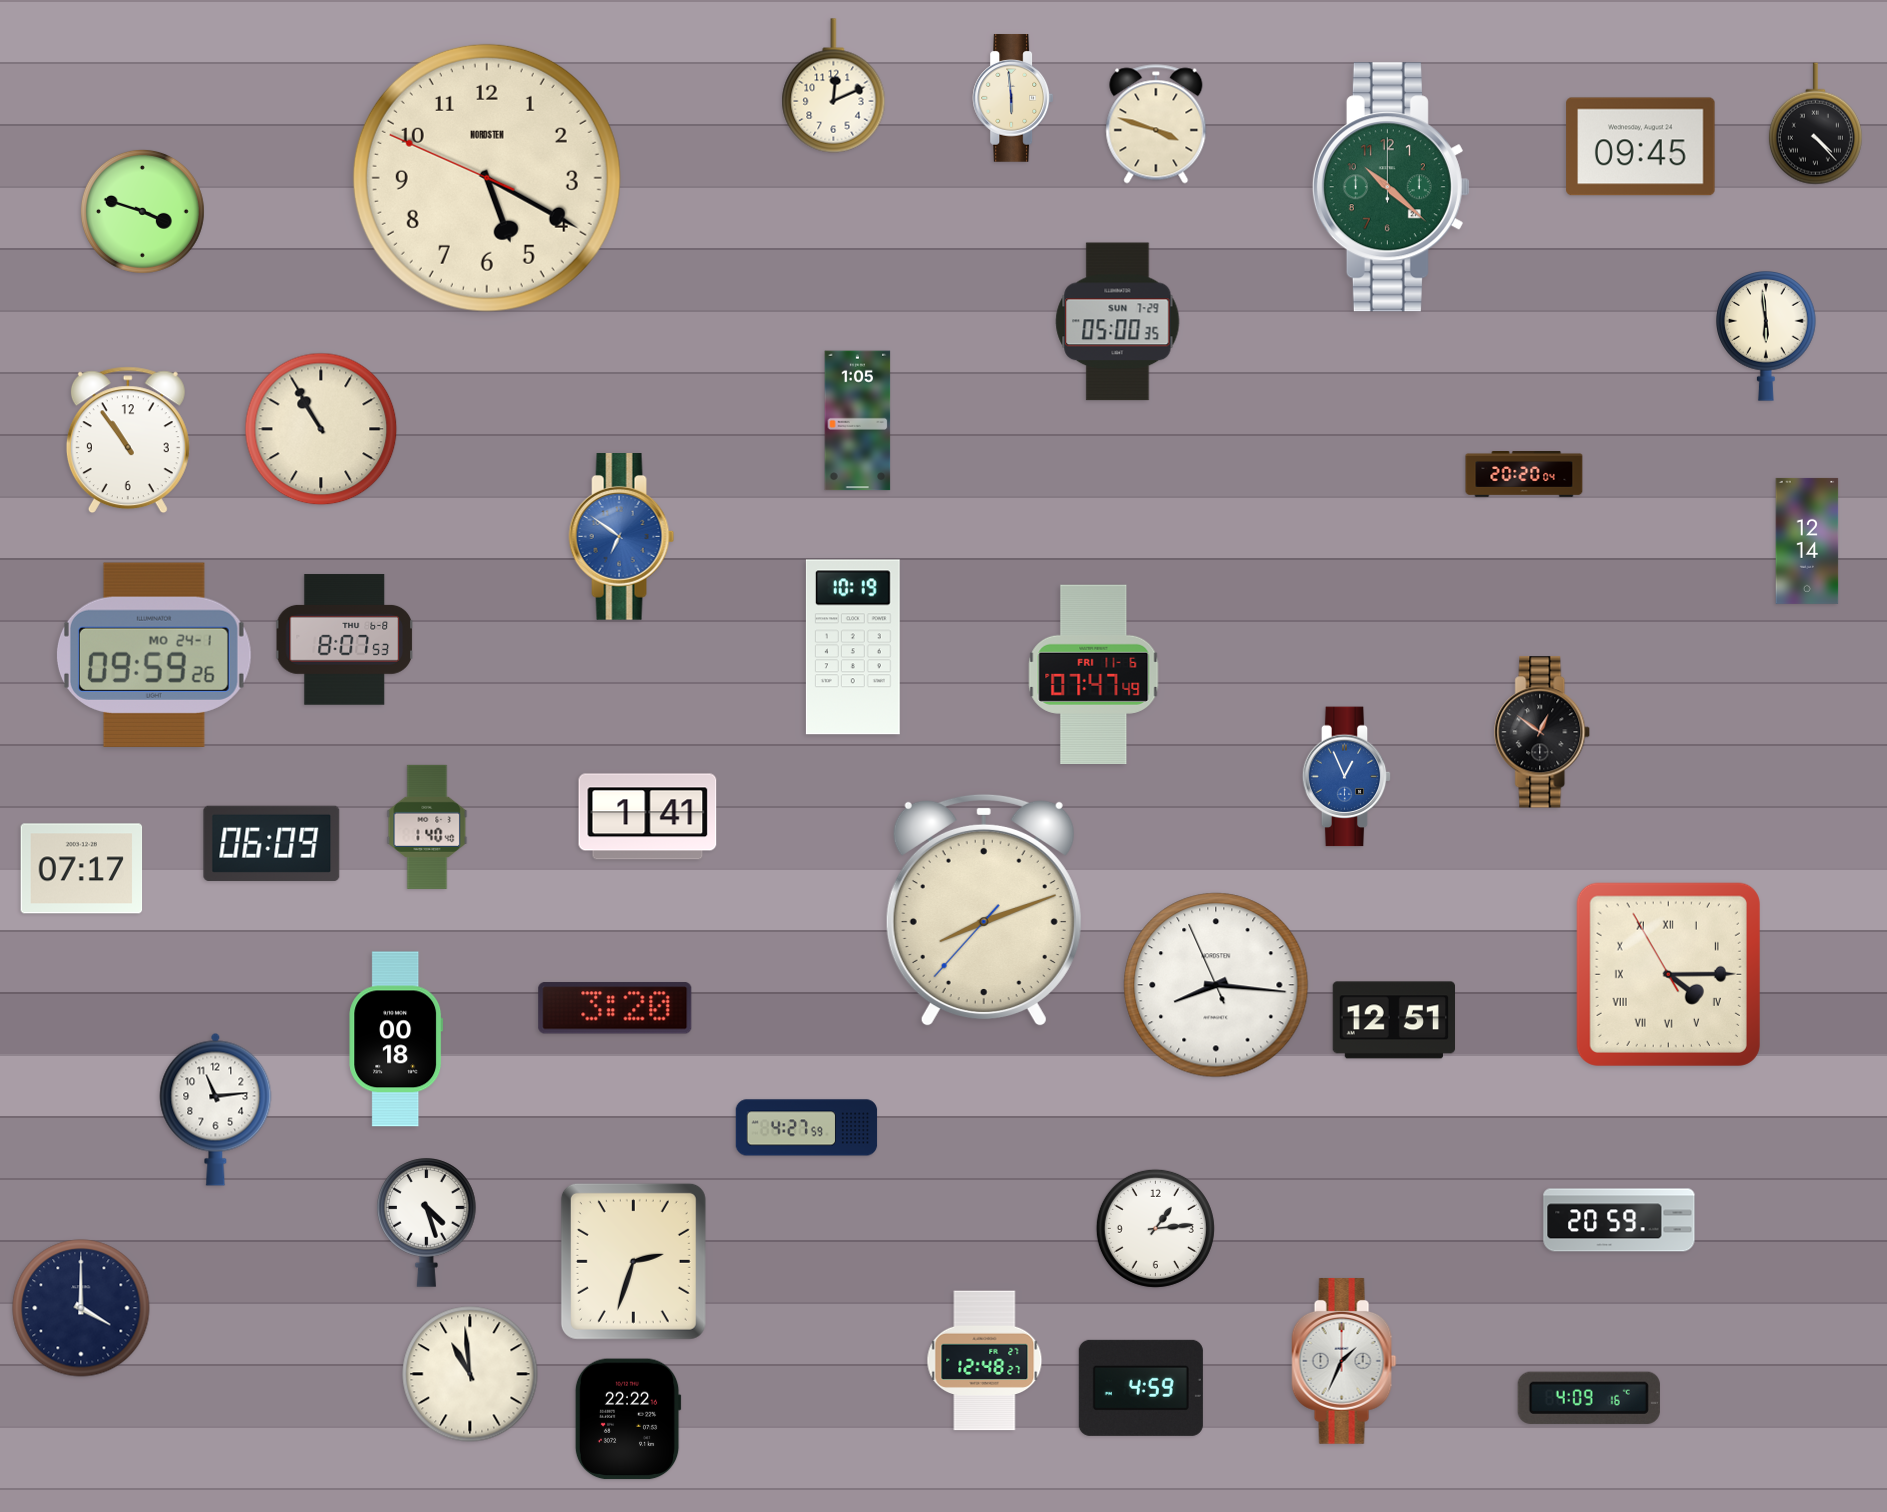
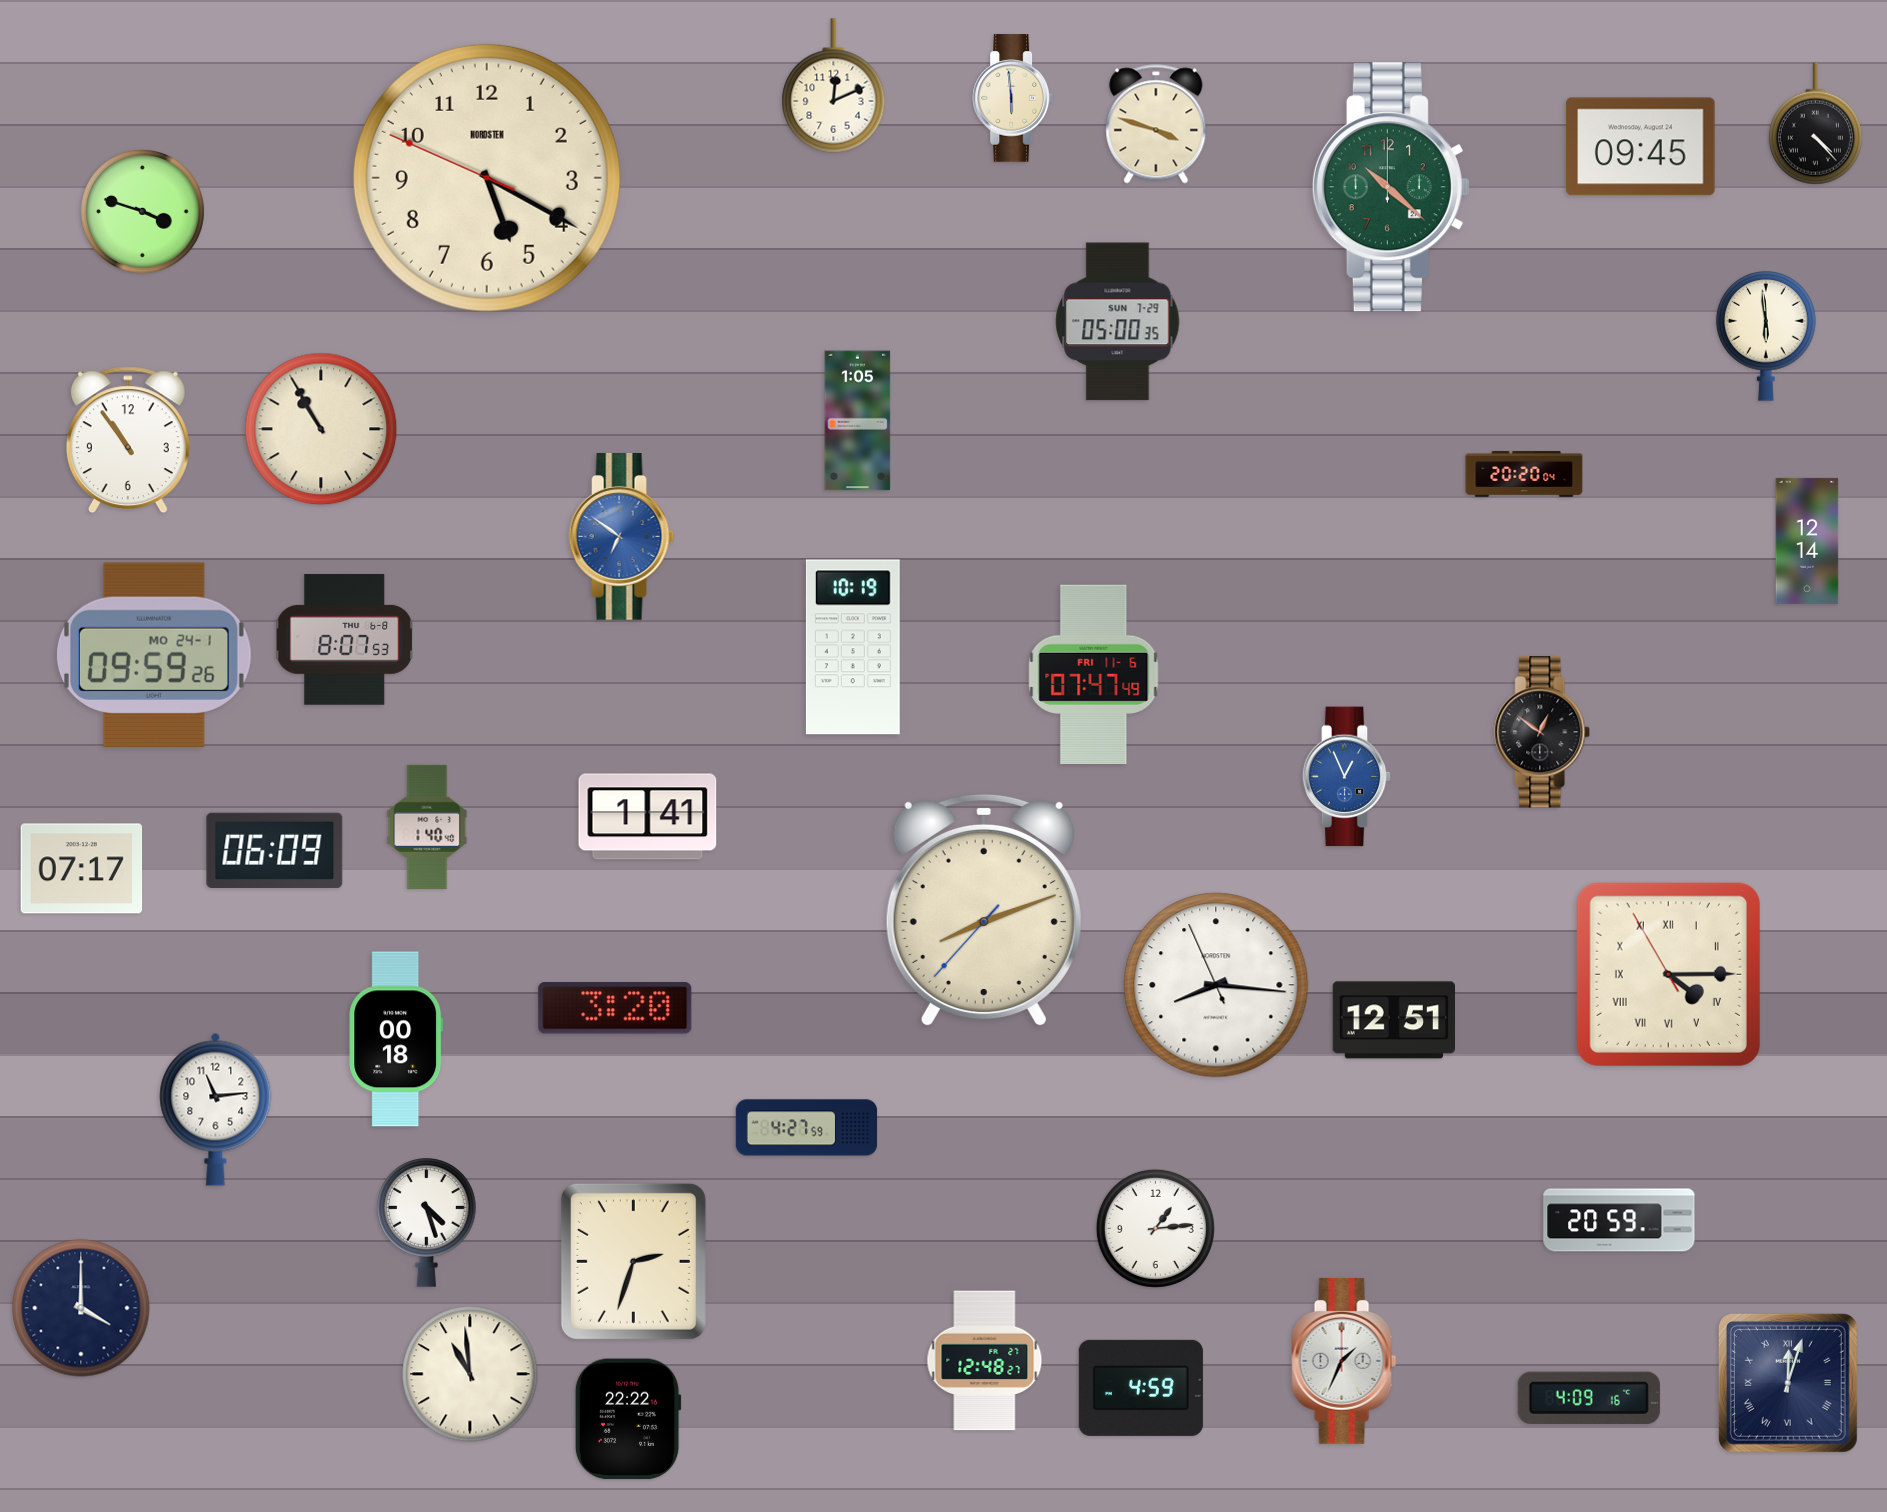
clock at (272, 843) position: (272, 843) -> (275, 850)
clock at (1788, 1383): none -> 12:03
